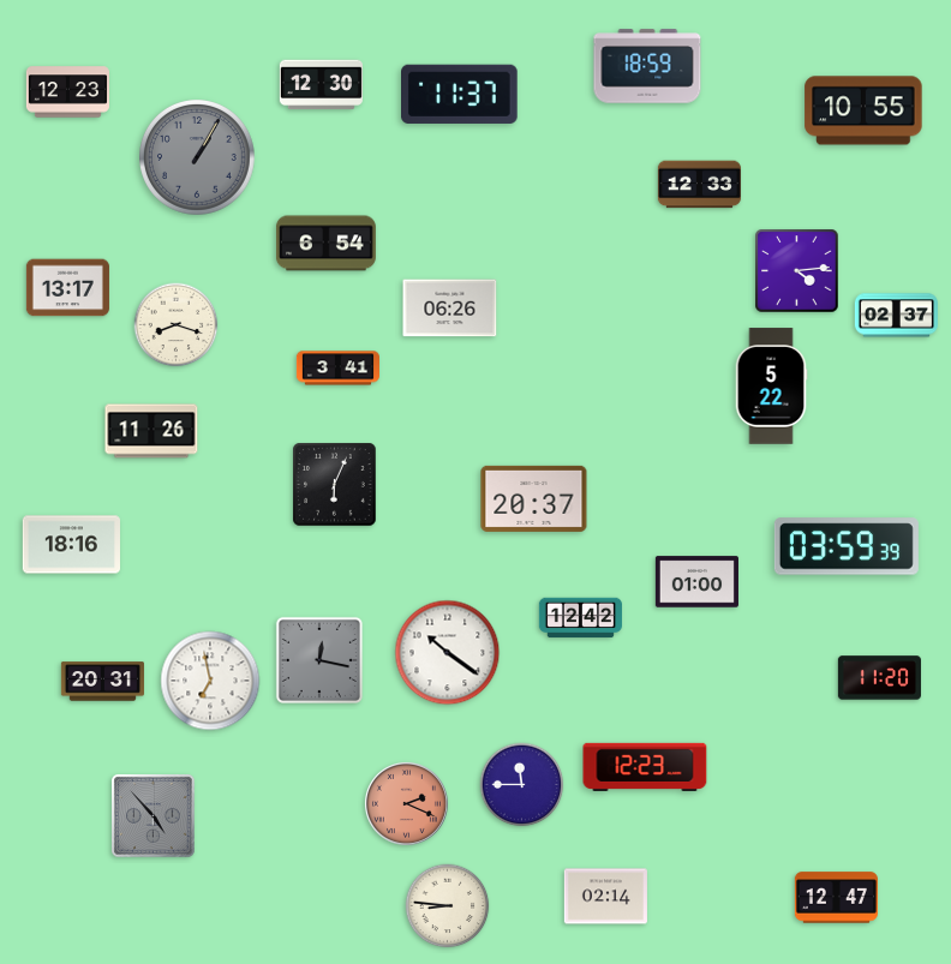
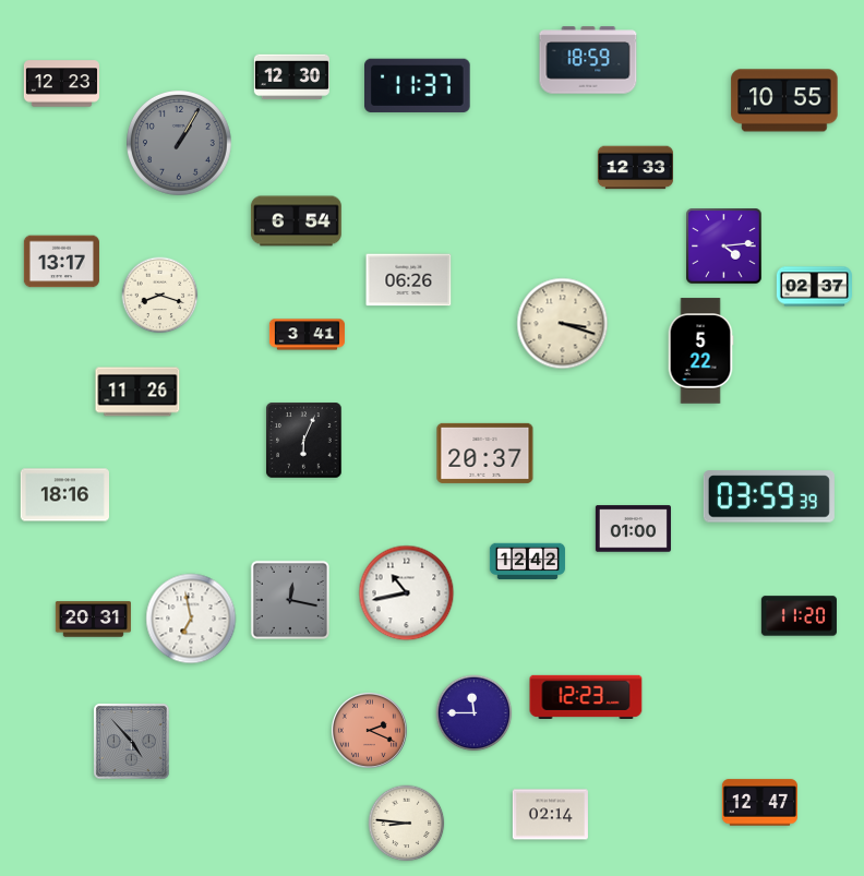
clock at (563, 324): none -> 3:18
clock at (448, 653): 10:21 -> 10:43
clock at (154, 816) position: (154, 816) -> (132, 742)
clock at (836, 898) position: (836, 898) -> (759, 803)
